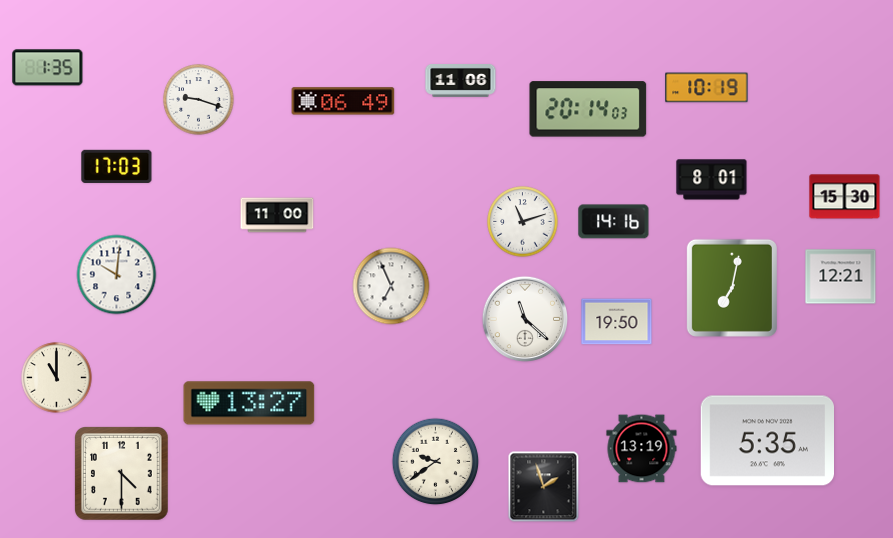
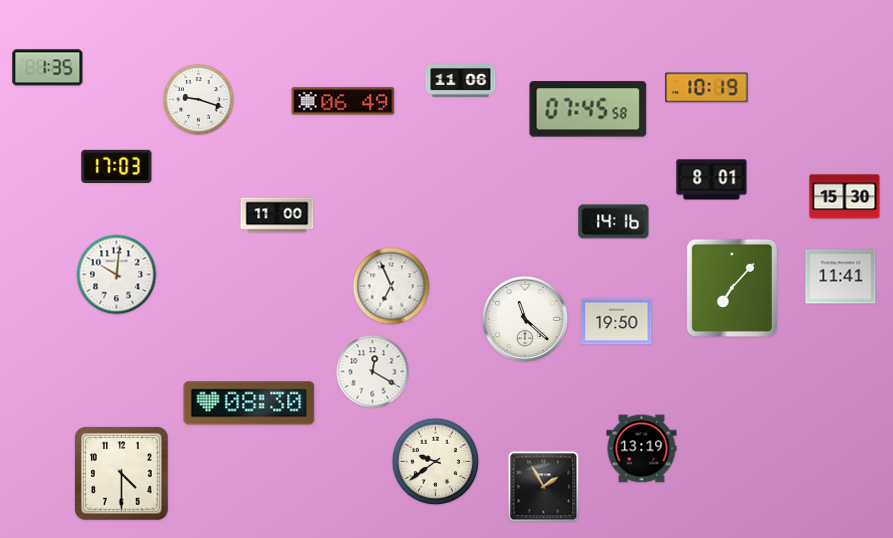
clock at (588, 109): 20:14 -> 07:45
clock at (523, 222): 11:12 -> none
clock at (841, 277): 12:21 -> 11:41
clock at (732, 288): 7:02 -> 7:07
clock at (373, 372): none -> 12:20
clock at (57, 378): 11:00 -> none
clock at (249, 403): 13:27 -> 08:30
clock at (767, 441): 5:35 -> none
clock at (544, 487): 1:57 -> 1:55
